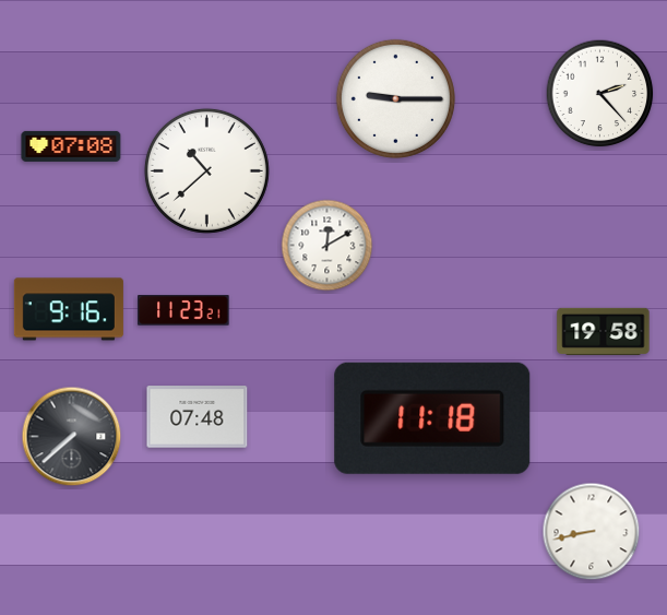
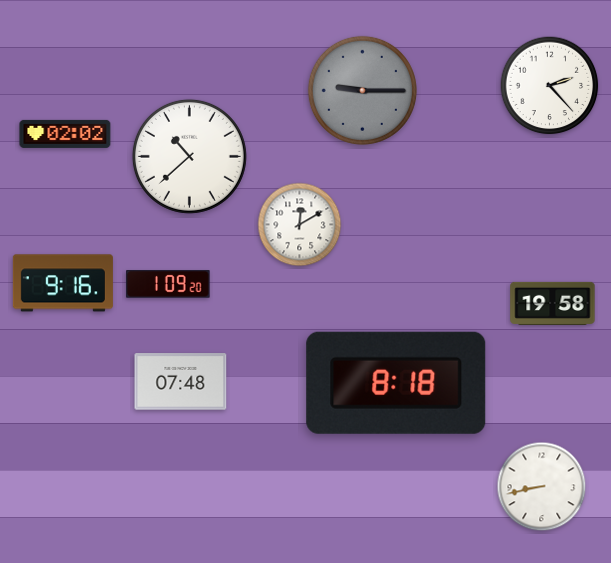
clock at (395, 98) dial: white -> grey
clock at (71, 146): 07:08 -> 02:02
clock at (183, 310): 11:23 -> 1:09
clock at (432, 418): 11:18 -> 8:18
clock at (72, 437): 7:38 -> none
